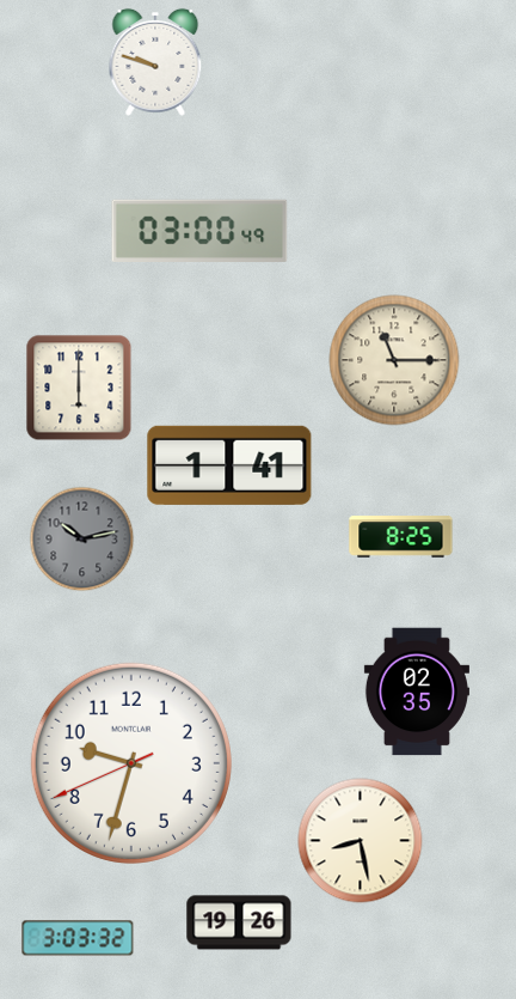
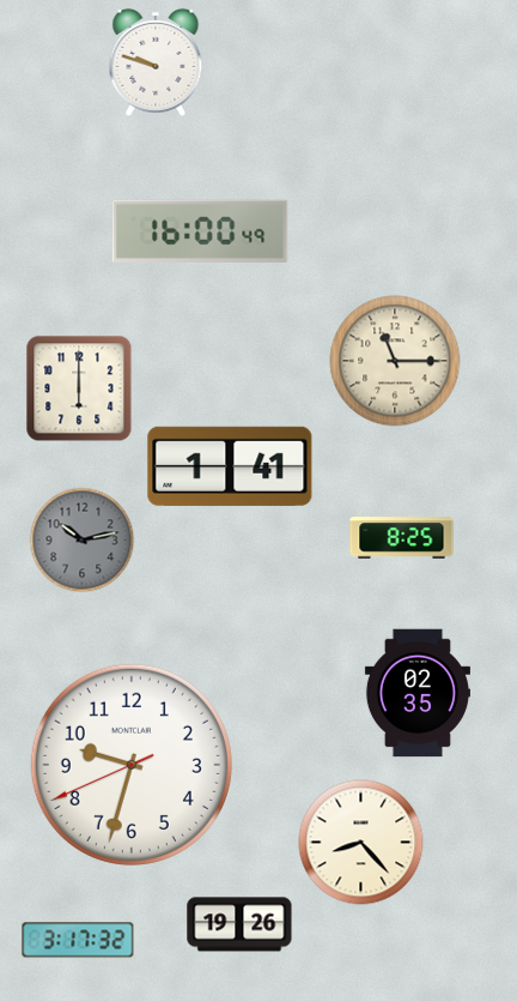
clock at (199, 231): 03:00 -> 16:00
clock at (361, 841): 8:28 -> 8:23
clock at (78, 938): 3:03 -> 3:17
